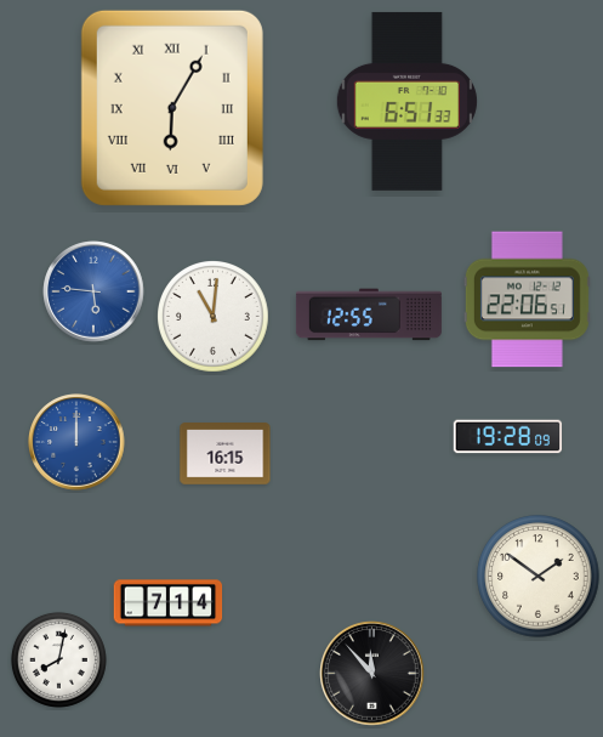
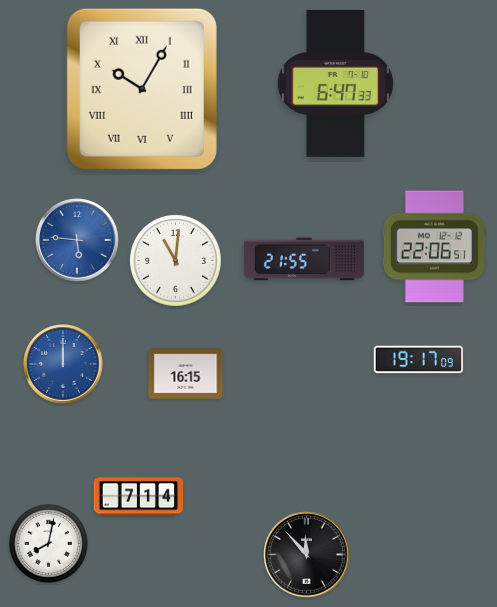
clock at (406, 101): 6:51 -> 6:47
clock at (172, 108): 6:05 -> 10:05
clock at (369, 314): 12:55 -> 21:55
clock at (508, 437): 19:28 -> 19:17
clock at (539, 577): 1:51 -> none
